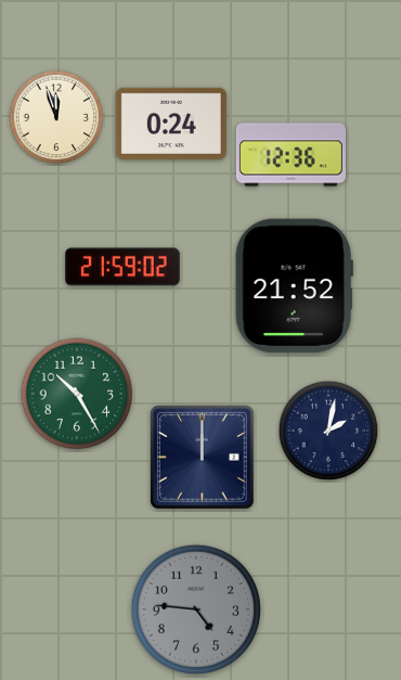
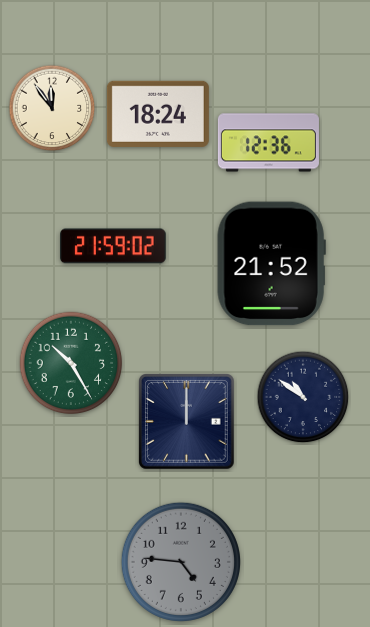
clock at (56, 117): 11:57 -> 11:54
clock at (171, 124): 0:24 -> 18:24
clock at (328, 431): 2:02 -> 10:51
